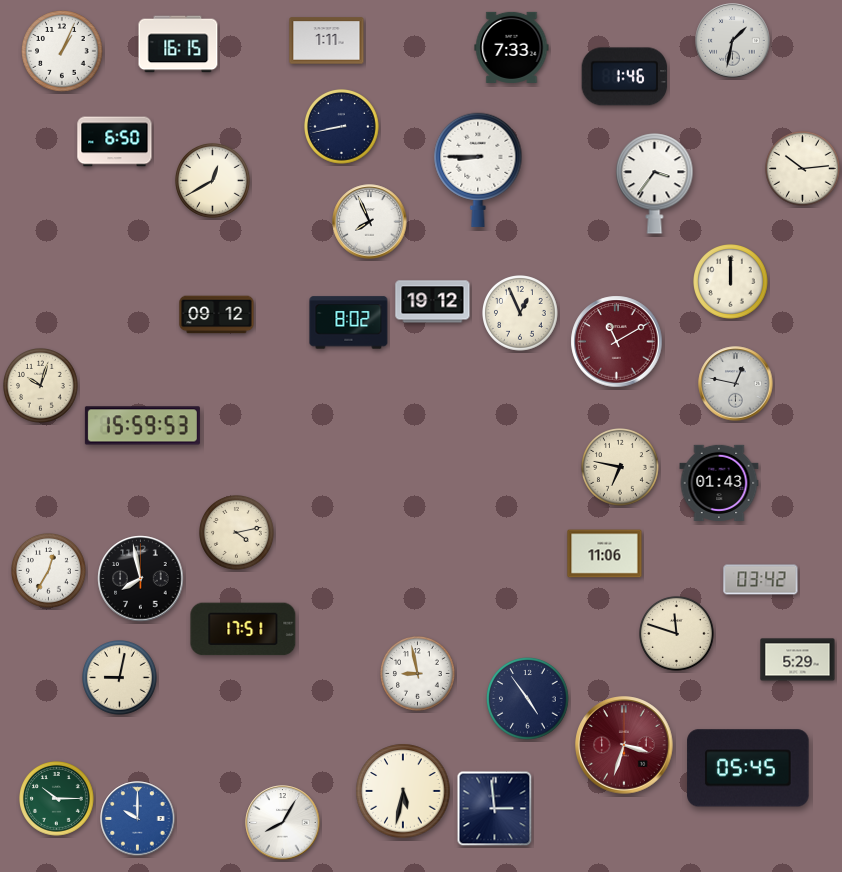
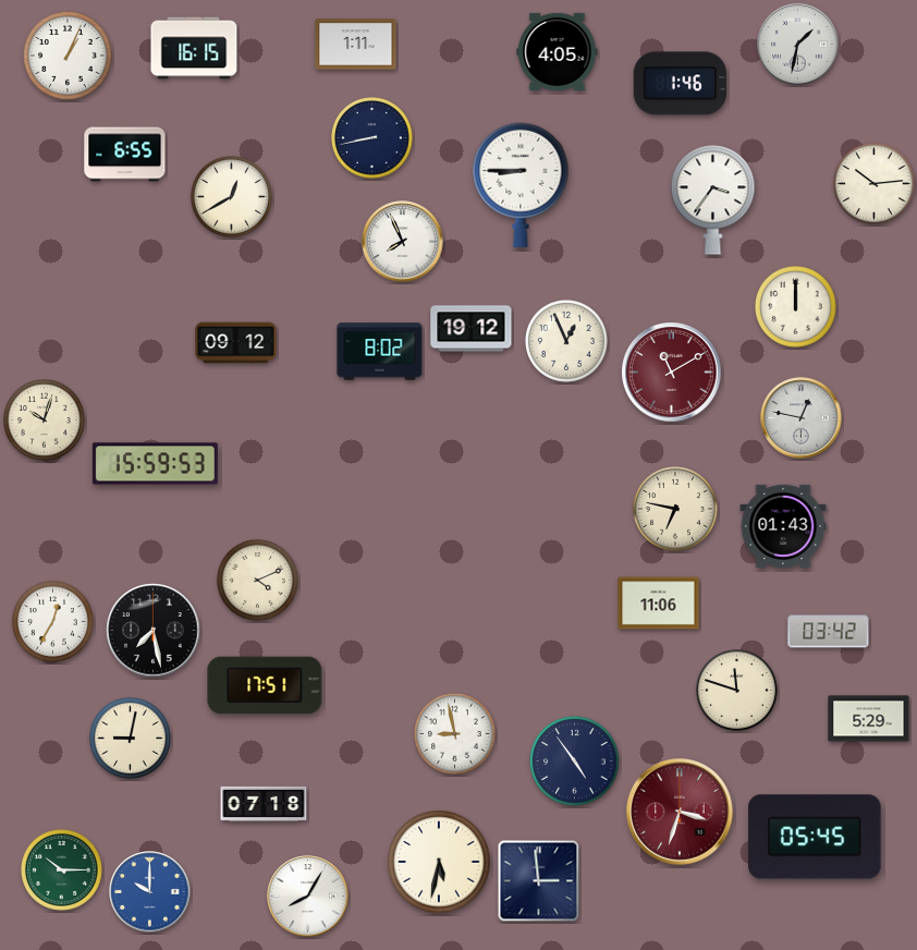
clock at (512, 47): 7:33 -> 4:05
clock at (115, 142): 6:50 -> 6:55
clock at (237, 533): 4:13 -> 4:11
clock at (141, 579): 7:58 -> 7:28
clock at (264, 803): none -> 07:18
